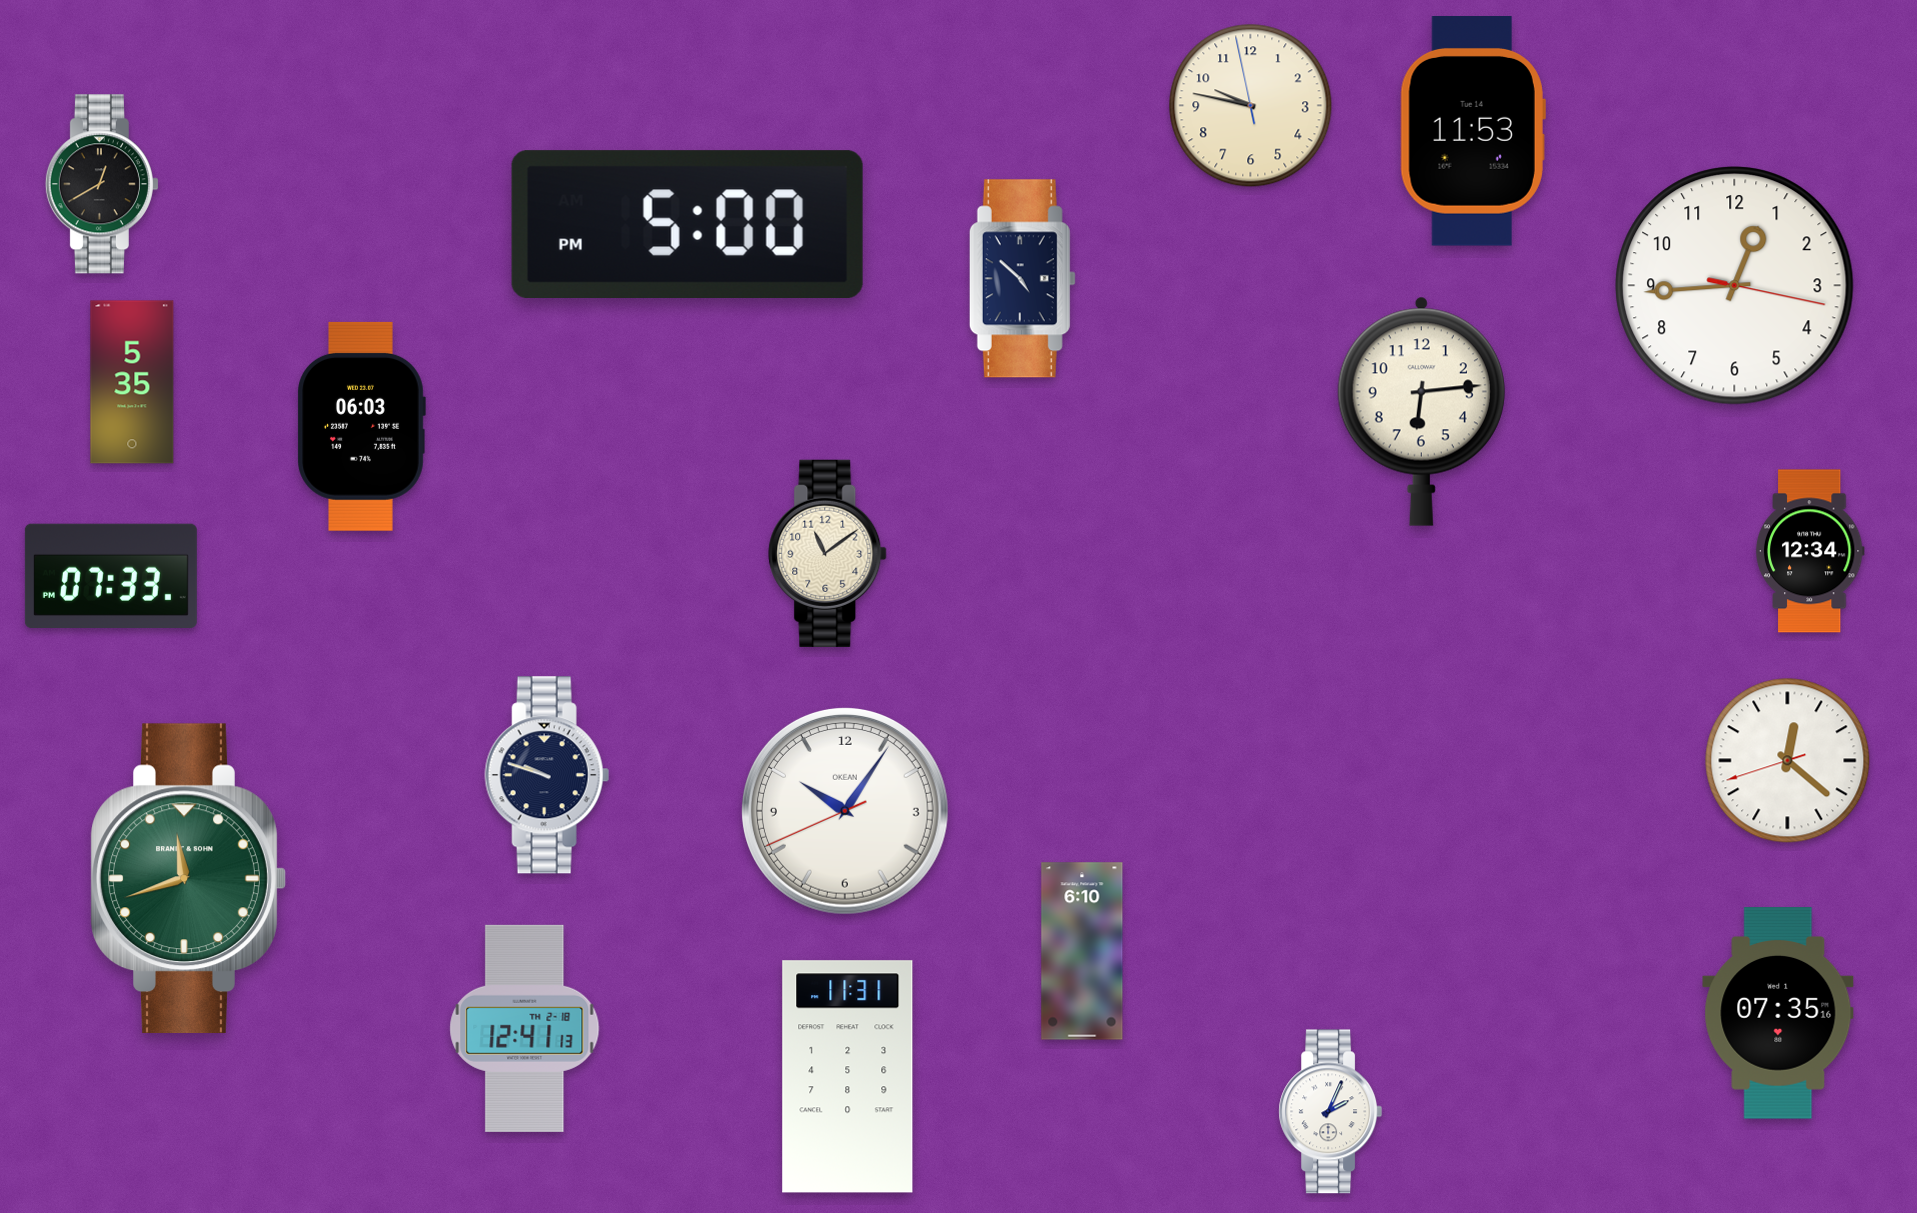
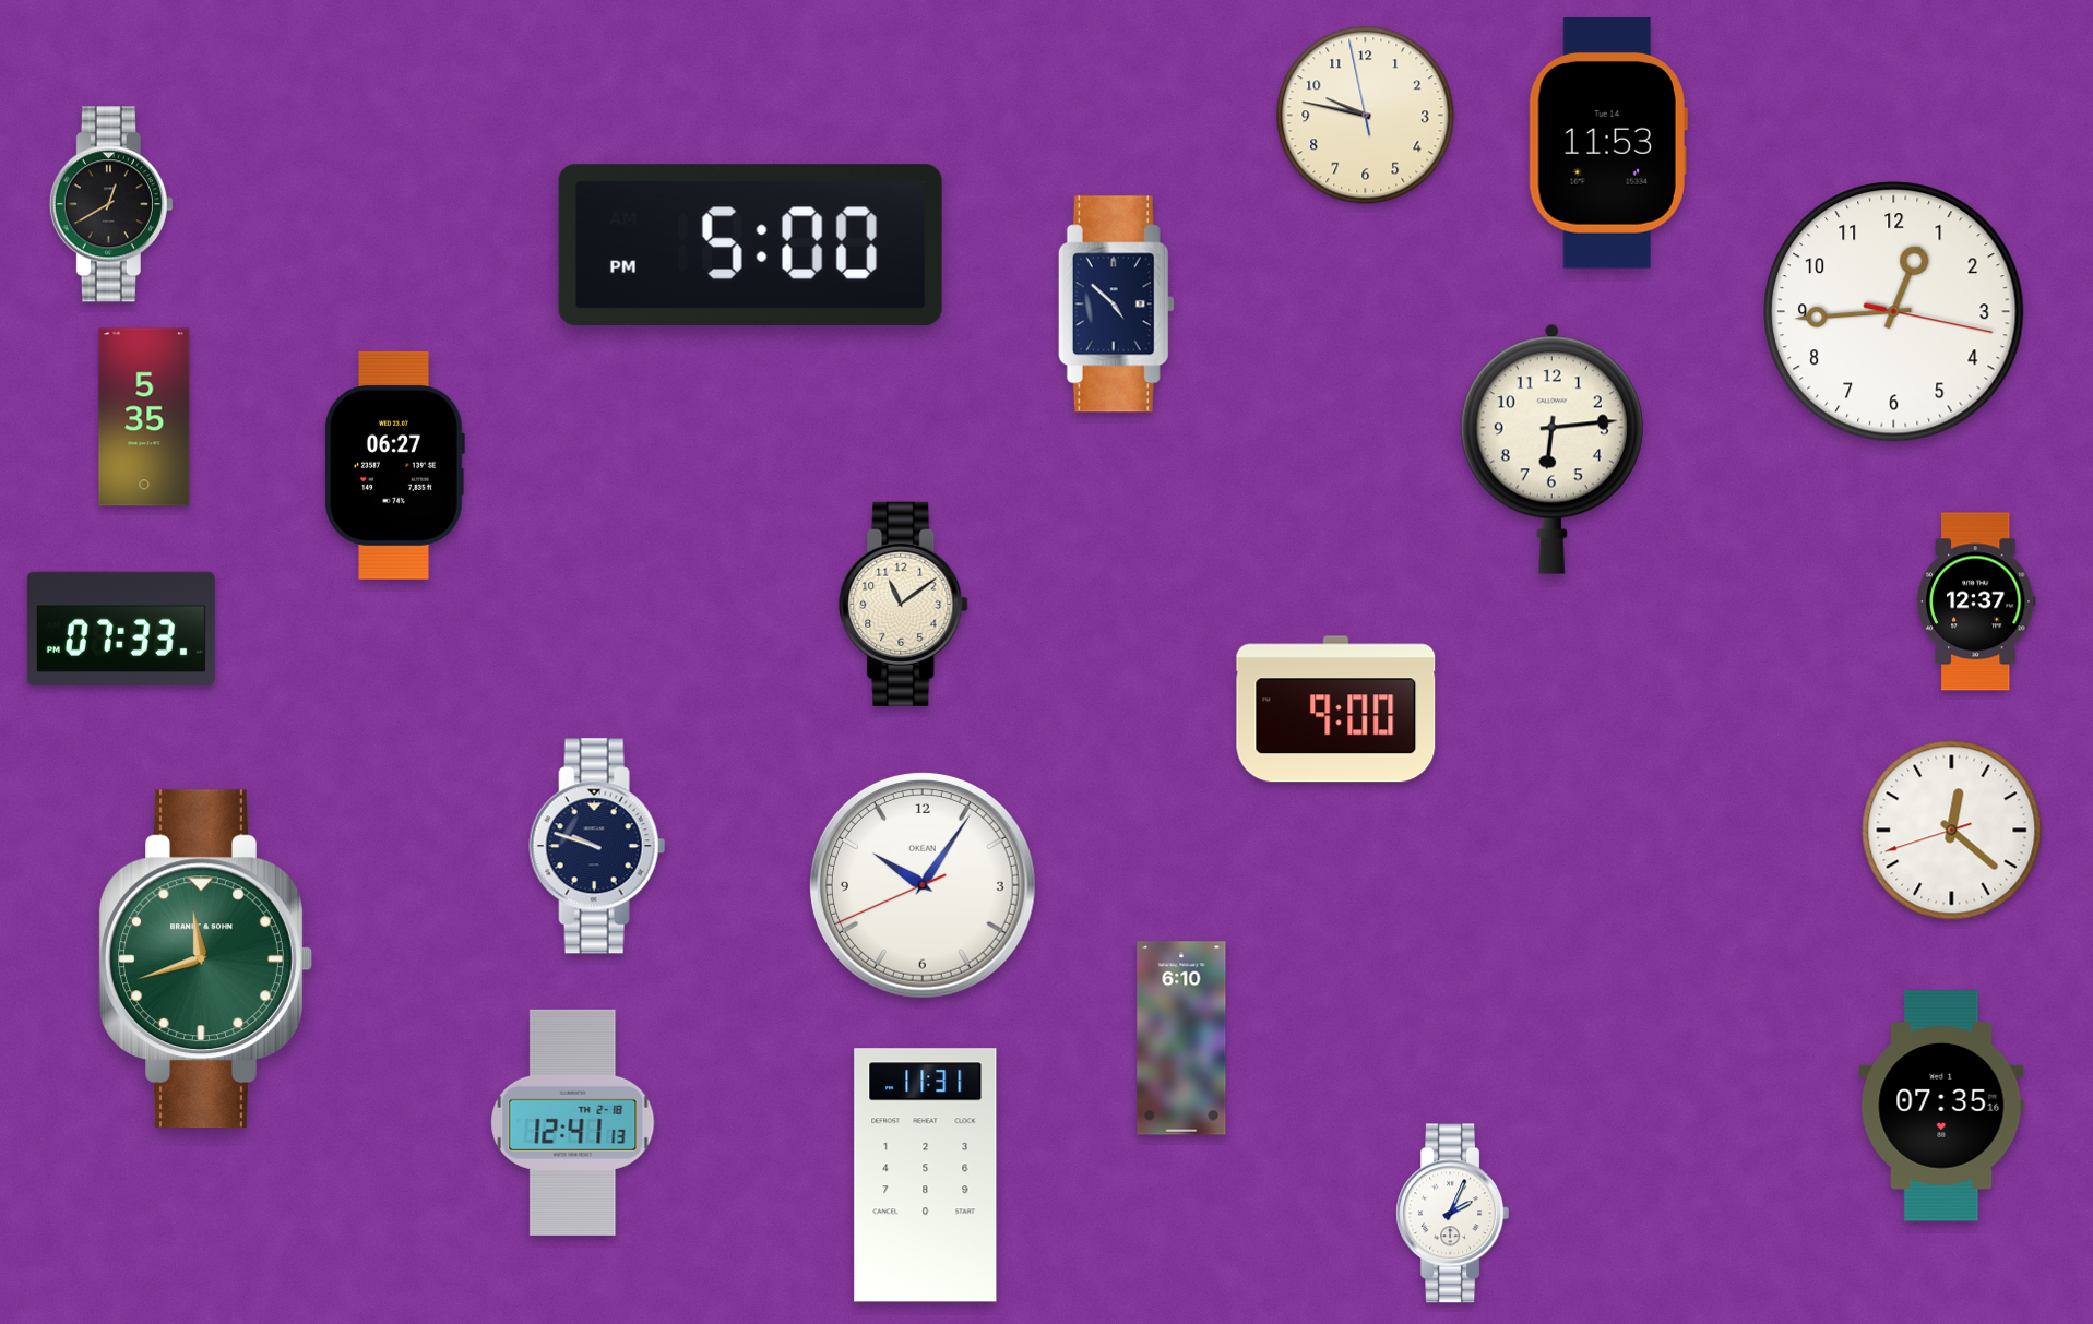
clock at (102, 184) position: (102, 184) -> (111, 204)
clock at (361, 426): 06:03 -> 06:27
clock at (1810, 551): 12:34 -> 12:37
clock at (1336, 709): none -> 9:00
